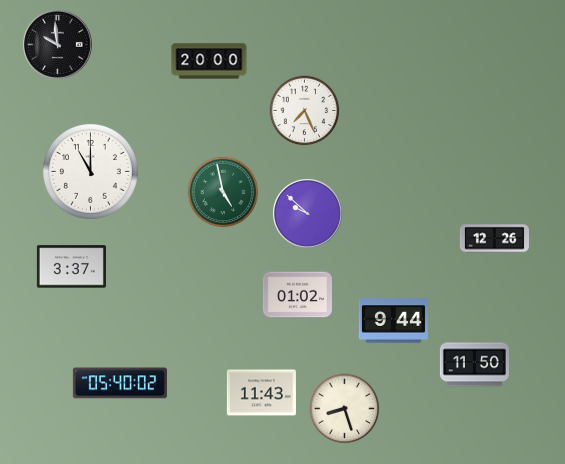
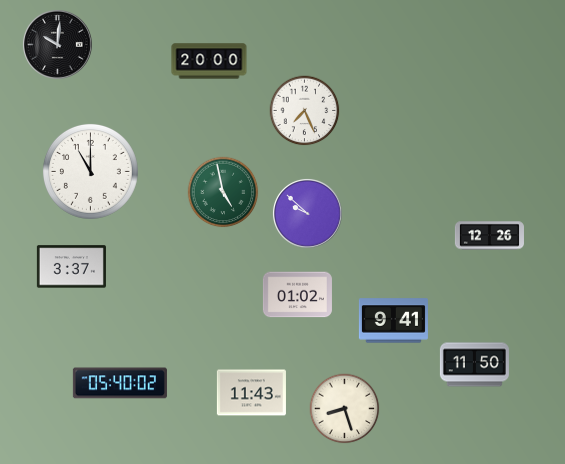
clock at (57, 44): 9:59 -> 10:01
clock at (494, 239) position: (494, 239) -> (489, 236)
clock at (393, 321): 9:44 -> 9:41
clock at (261, 393) position: (261, 393) -> (251, 393)
